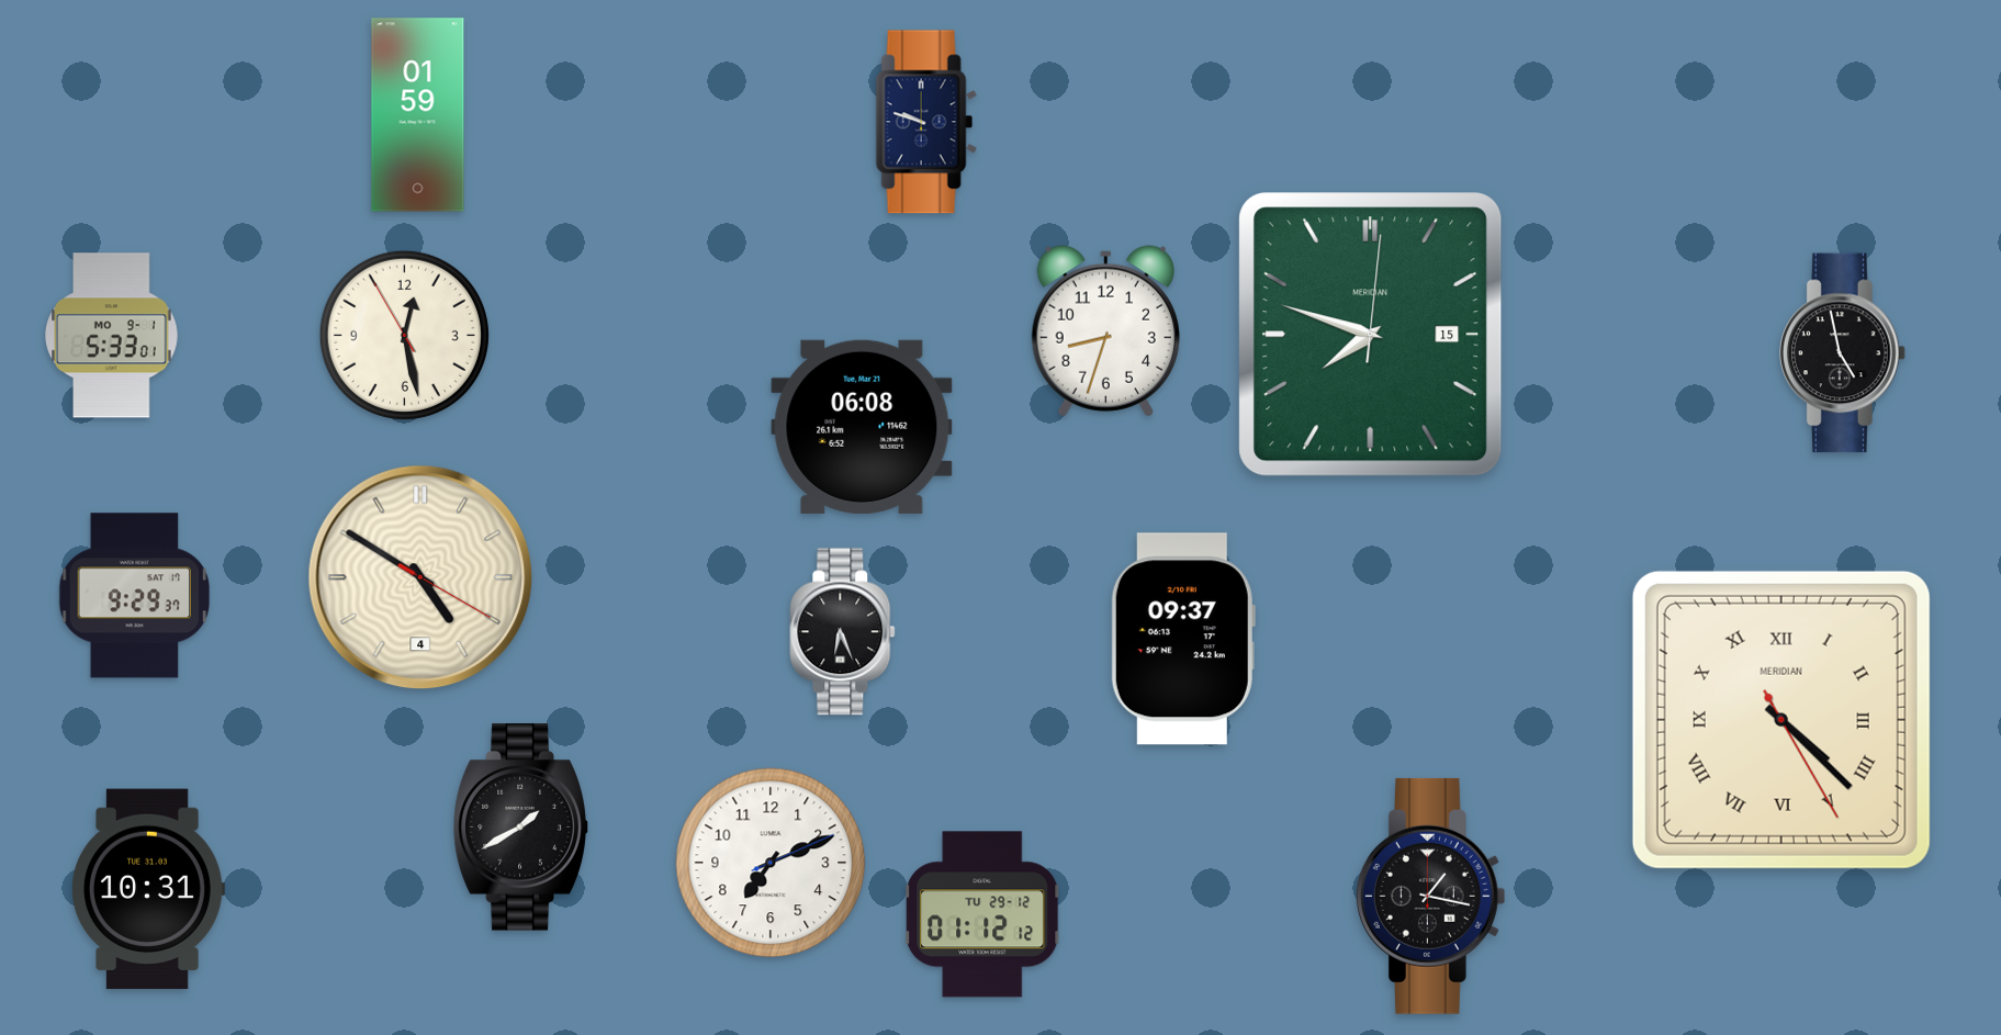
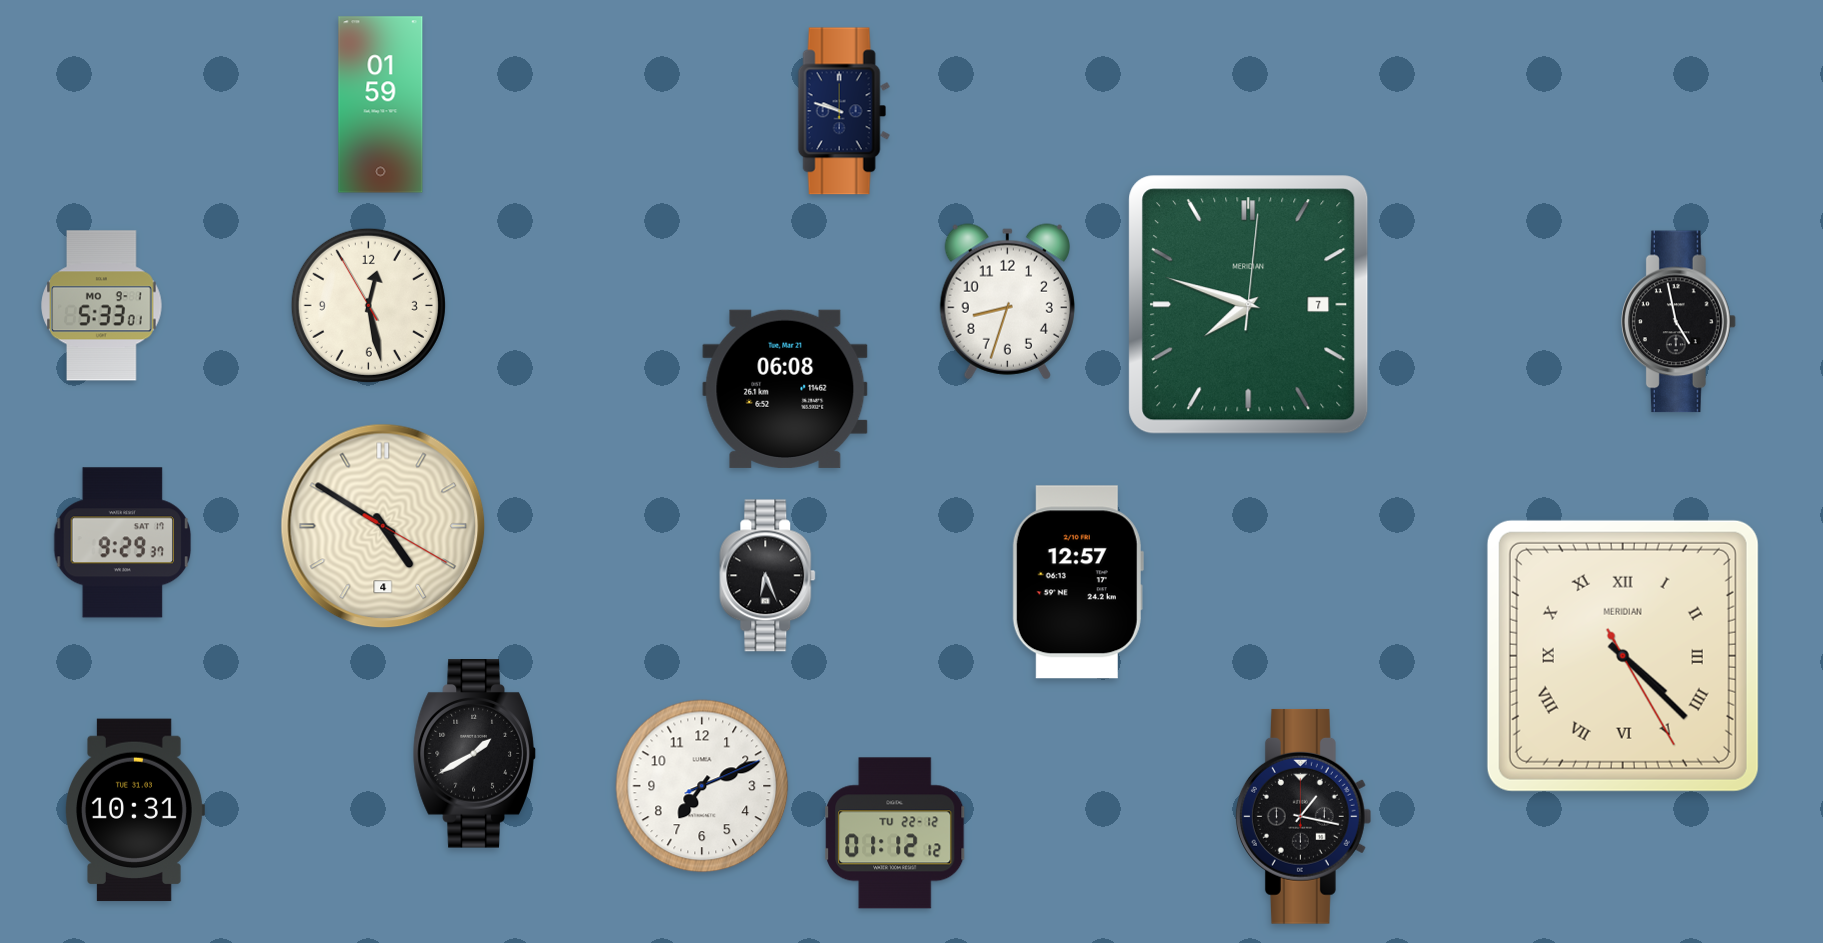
clock at (1371, 335) date: 15 -> 7
clock at (1183, 639): 09:37 -> 12:57
clock at (982, 914) date: TU 29-12 -> TU 22-12
